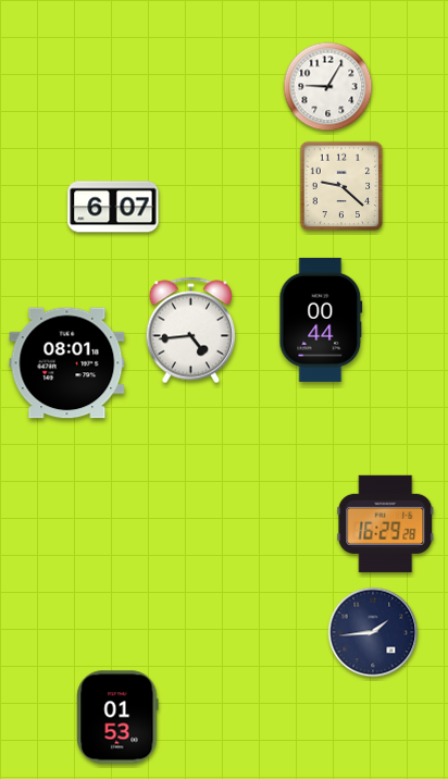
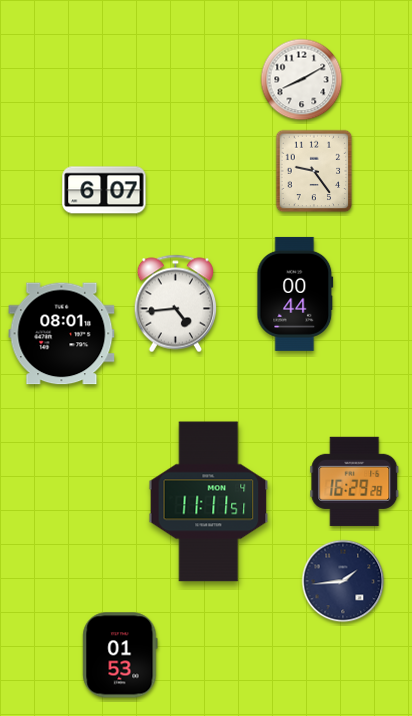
clock at (328, 87): 9:05 -> 8:10
clock at (341, 186): 9:22 -> 9:24
clock at (209, 502): none -> 11:11
clock at (117, 717) position: (117, 717) -> (120, 655)
